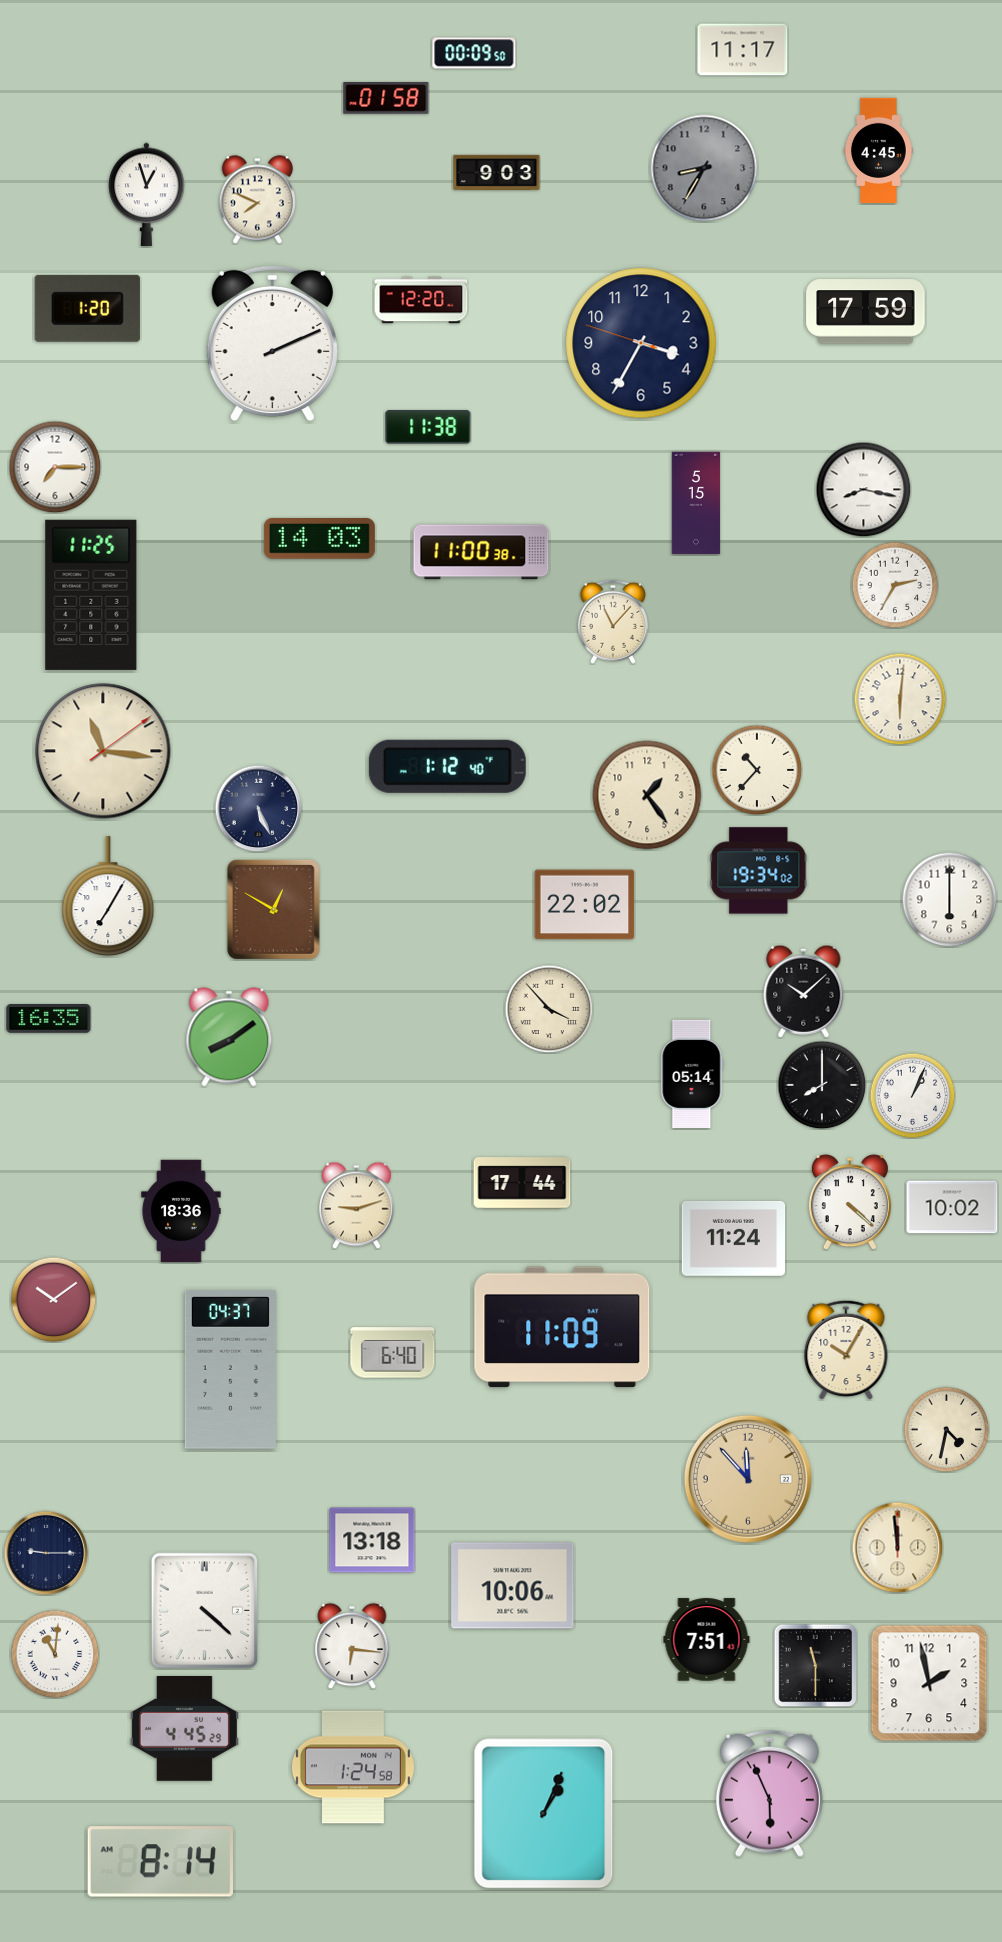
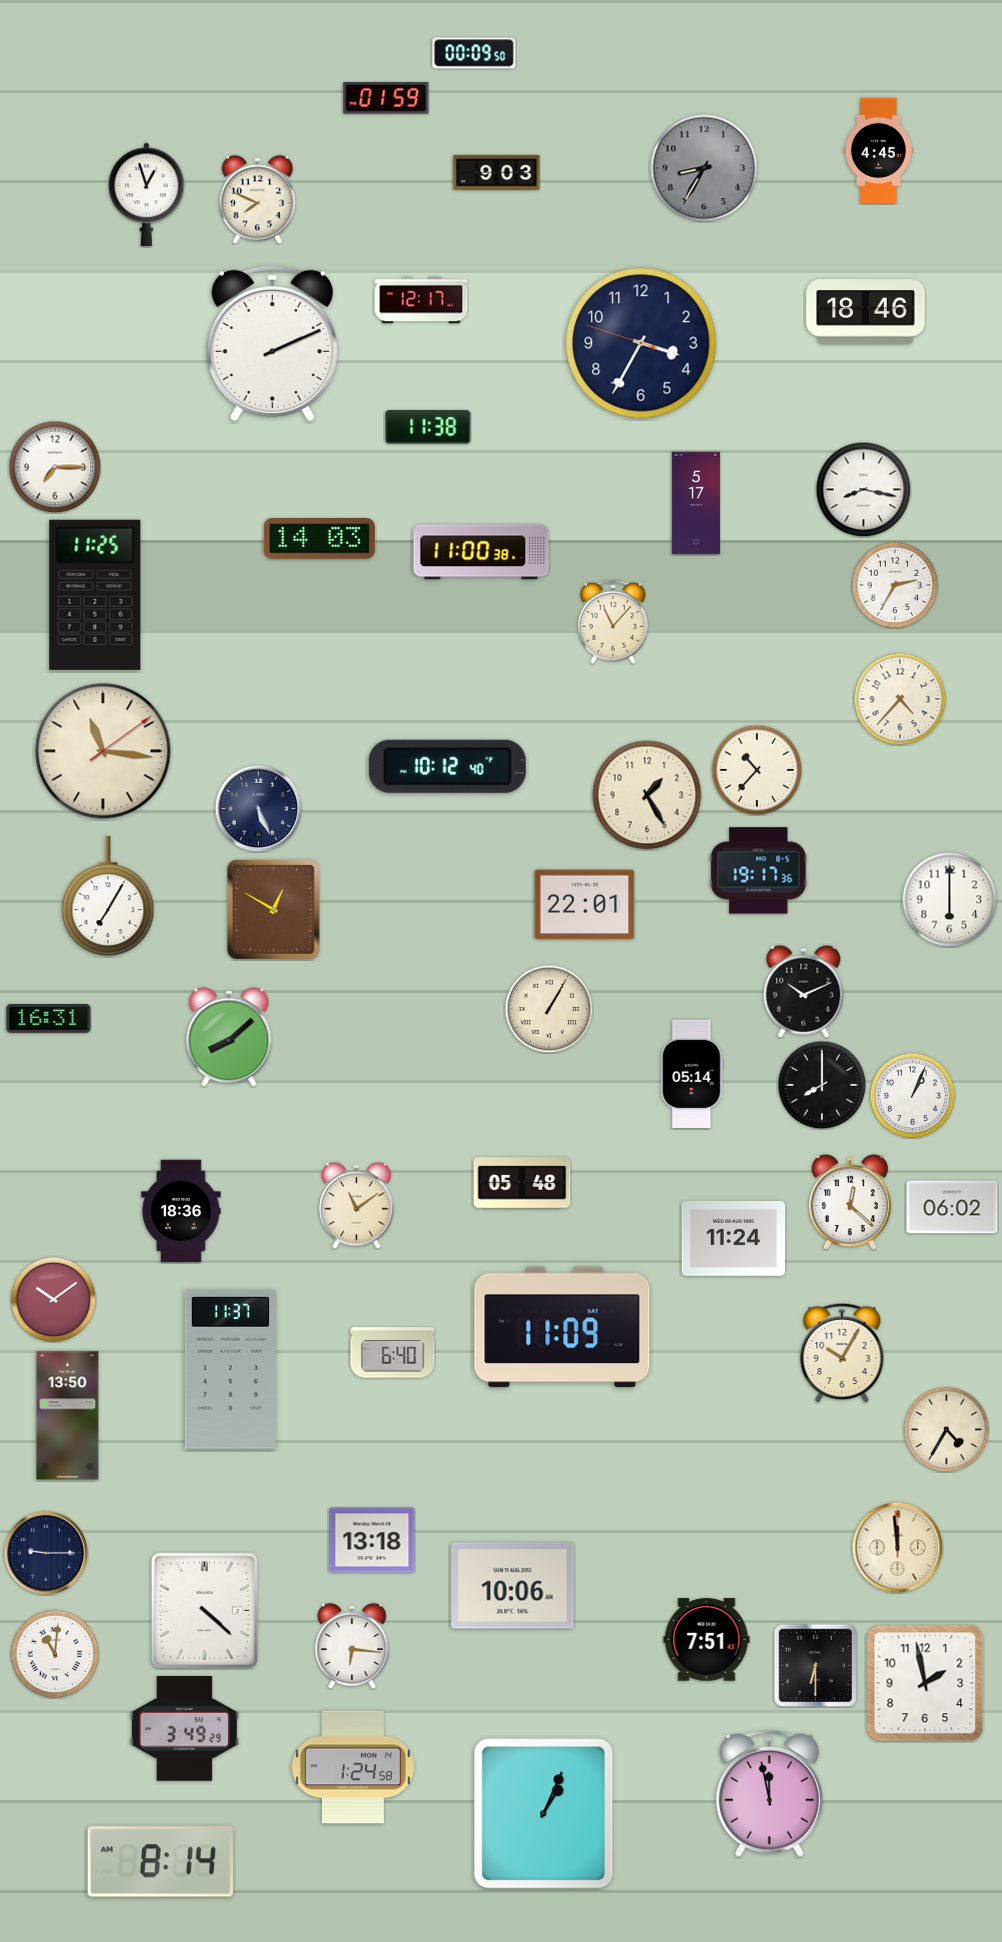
clock at (743, 50): 11:17 -> none
clock at (386, 99): 01:58 -> 01:59
clock at (421, 300): 12:20 -> 12:17
clock at (87, 308): 1:20 -> none
clock at (866, 312): 17:59 -> 18:46
clock at (696, 503): 5:15 -> 5:17
clock at (91, 595) position: (91, 595) -> (95, 595)
clock at (900, 699): 6:01 -> 4:37
clock at (447, 766): 1:12 -> 10:12
clock at (647, 795): 1:24 -> 1:25
clock at (759, 871): 19:34 -> 19:17
clock at (585, 905): 22:02 -> 22:01
clock at (804, 991): 10:08 -> 10:11
clock at (549, 1009): 3:53 -> 1:05
clock at (49, 1019): 16:35 -> 16:31
clock at (229, 1037): 8:09 -> 8:08
clock at (522, 1183): 17:44 -> 05:48
clock at (850, 1202): 4:22 -> 12:22
clock at (357, 1205): 9:12 -> 11:09
clock at (952, 1207): 10:02 -> 06:02
clock at (846, 1350) position: (846, 1350) -> (842, 1353)
clock at (230, 1369): 04:37 -> 11:37
clock at (68, 1416): none -> 13:50
clock at (946, 1429): 4:32 -> 4:35
clock at (748, 1479): 11:53 -> none
clock at (815, 1665): 11:30 -> 6:30
clock at (929, 1683) position: (929, 1683) -> (925, 1683)
clock at (184, 1729): 4:45 -> 3:49
clock at (769, 1793): 5:56 -> 11:58
